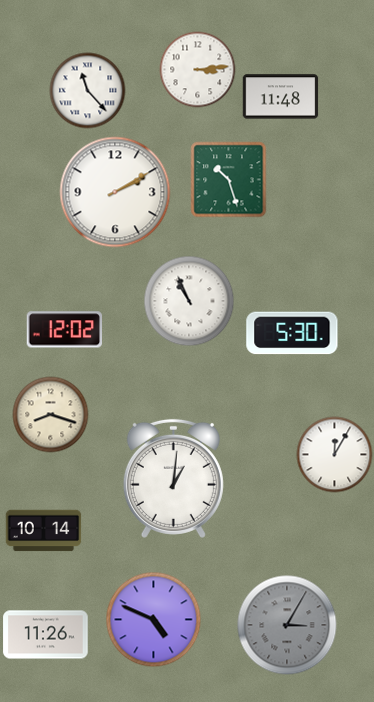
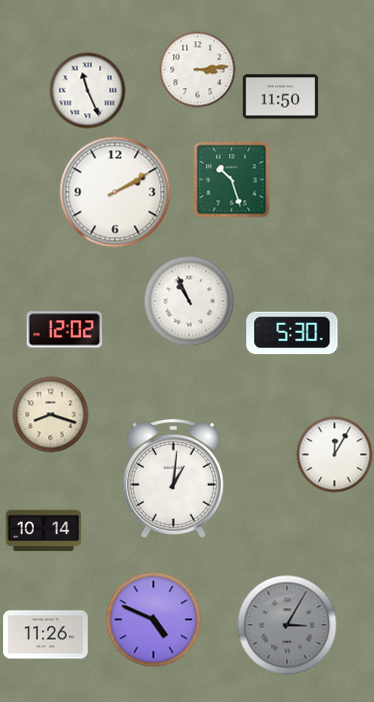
clock at (88, 91): 11:23 -> 11:26
clock at (281, 97): 11:48 -> 11:50
clock at (229, 180) position: (229, 180) -> (232, 180)
